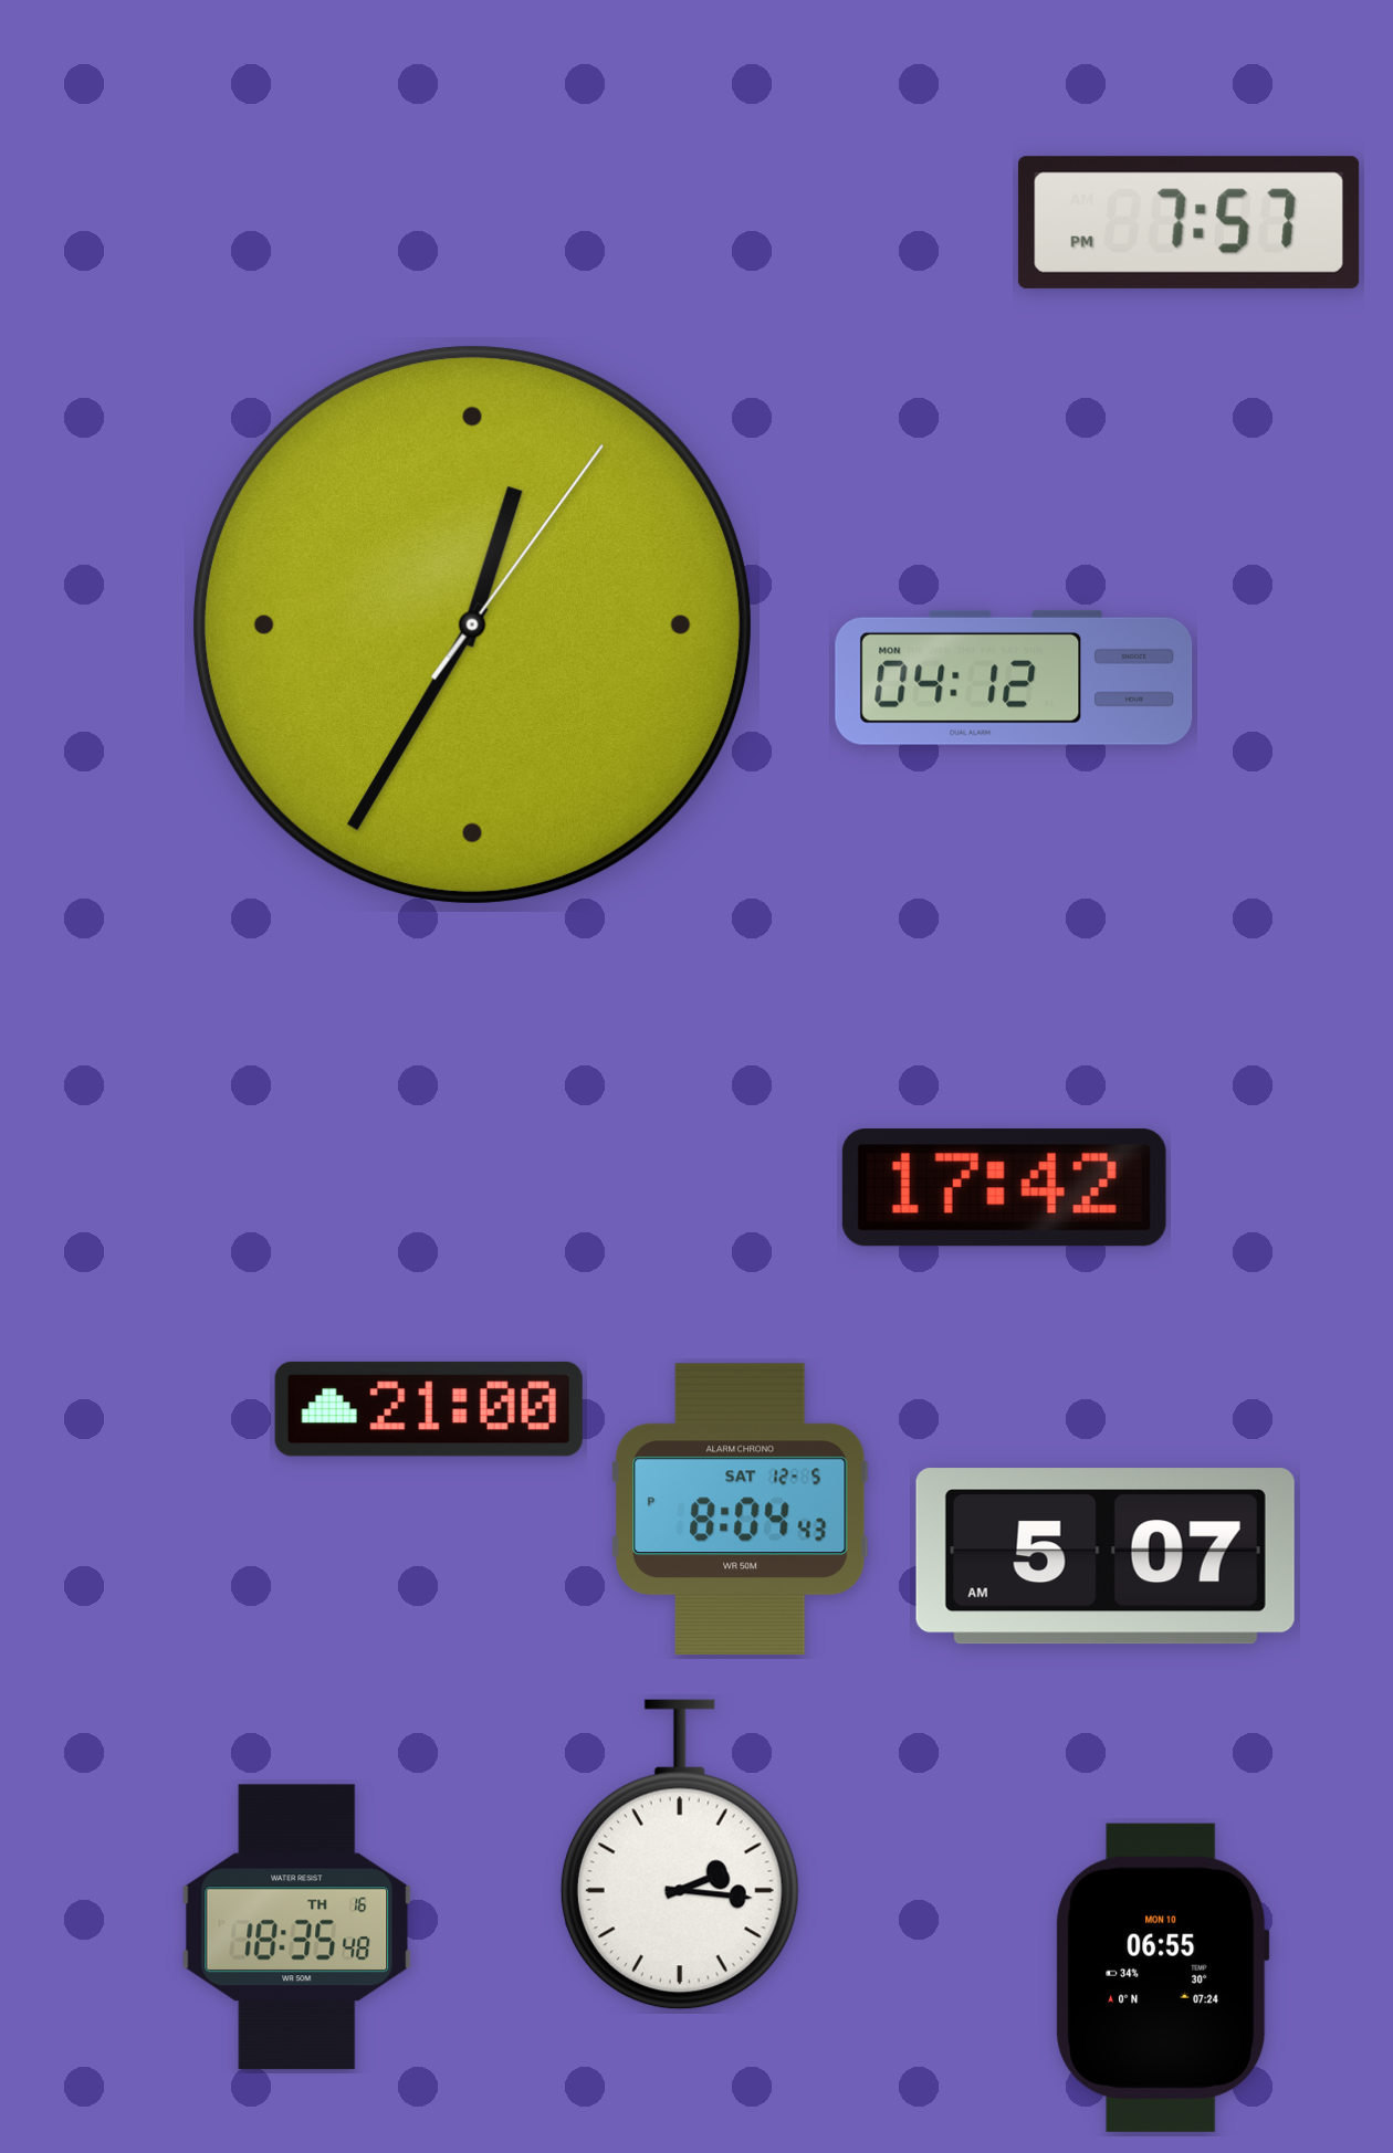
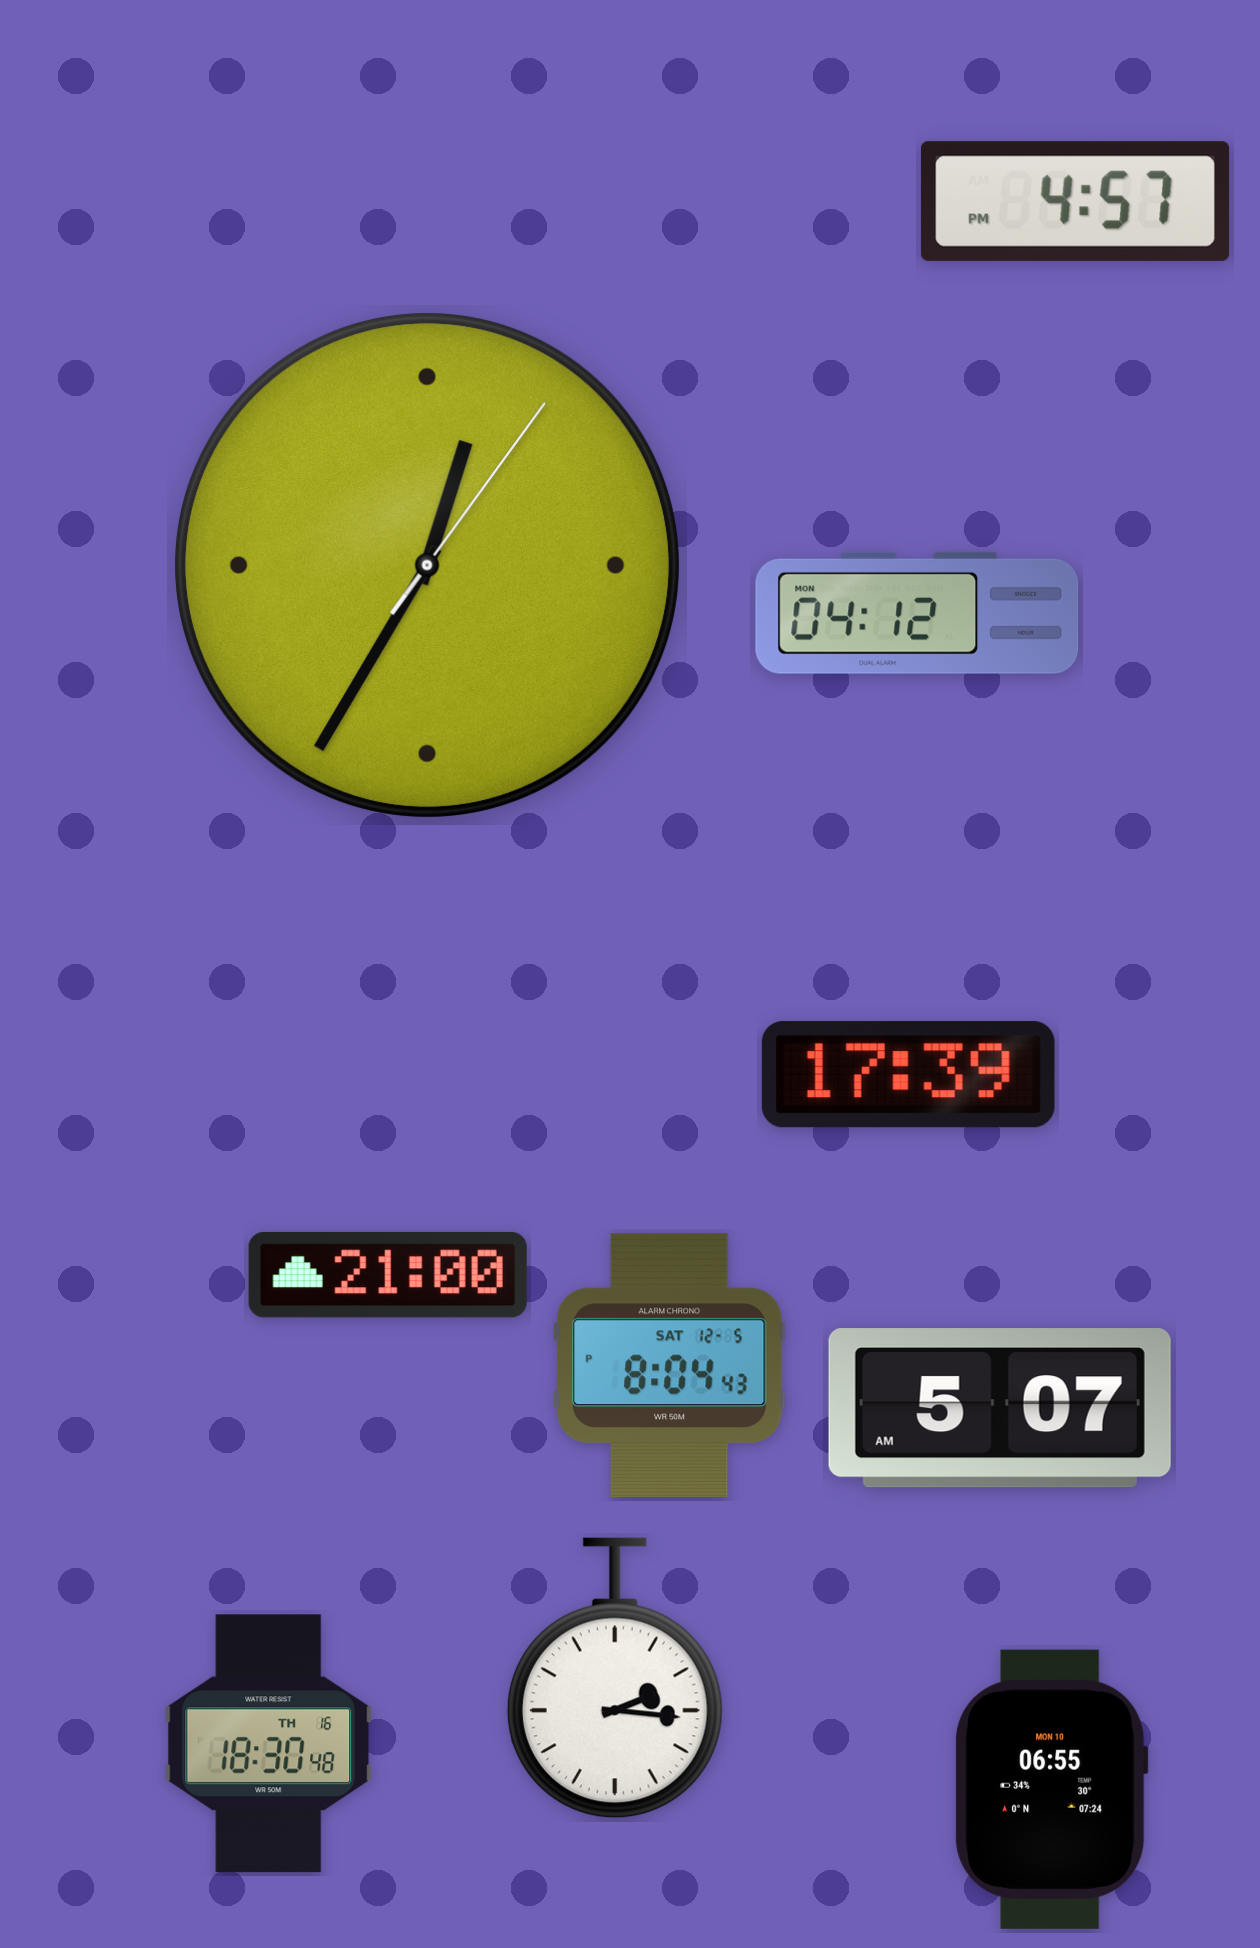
clock at (1188, 222): 7:57 -> 4:57
clock at (1004, 1188): 17:42 -> 17:39
clock at (297, 1928): 18:35 -> 18:30
